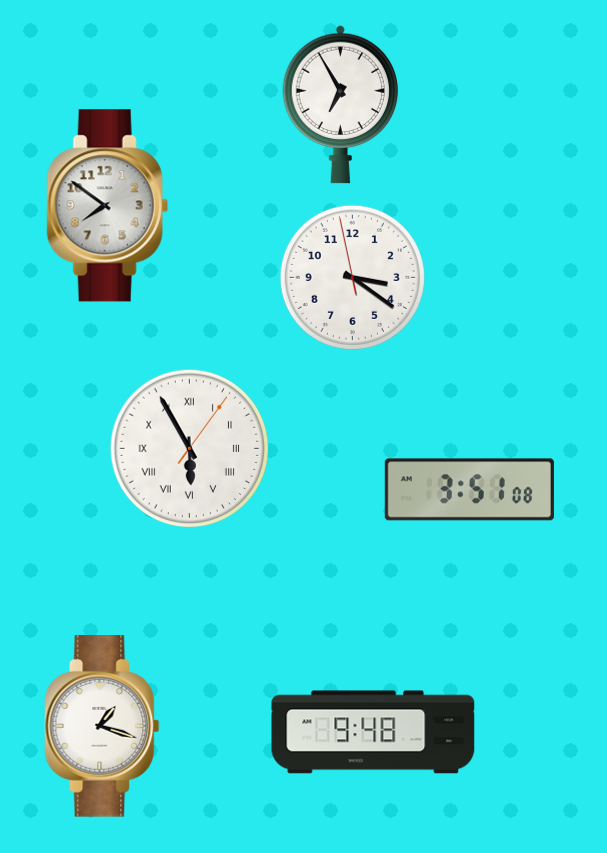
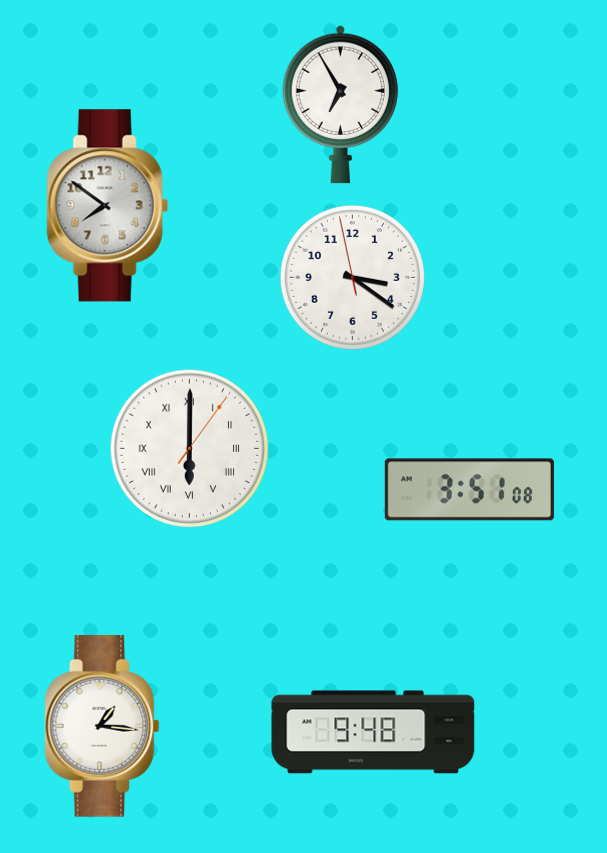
clock at (190, 449): 5:55 -> 6:00
clock at (102, 727): 1:18 -> 1:16
